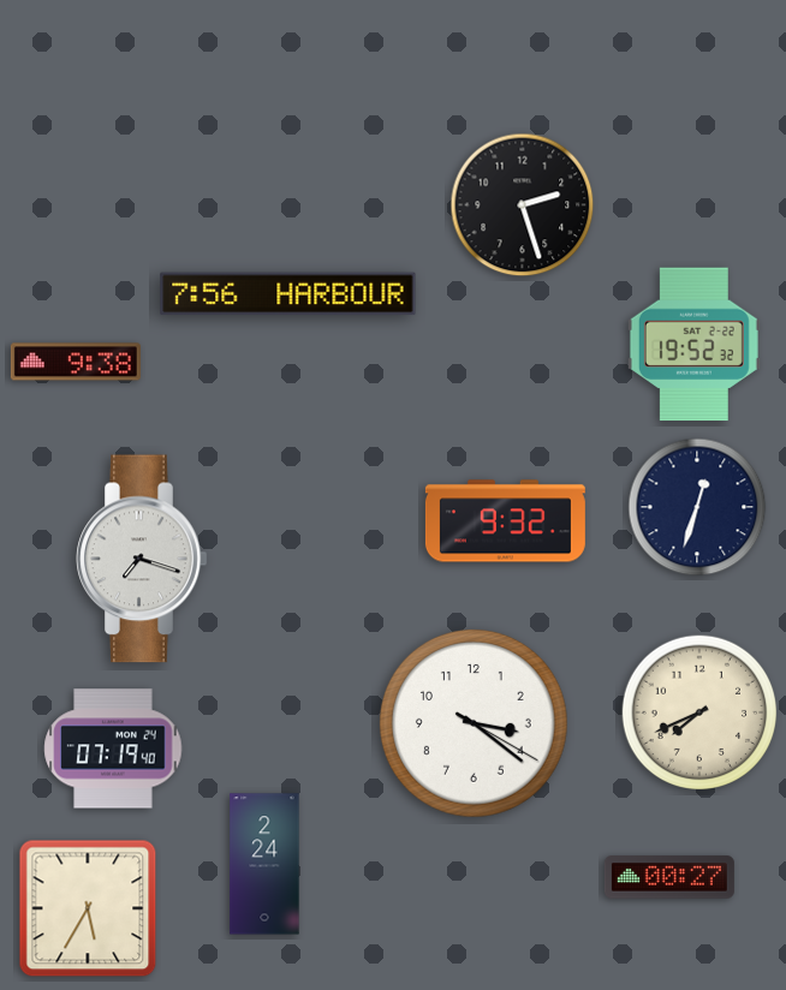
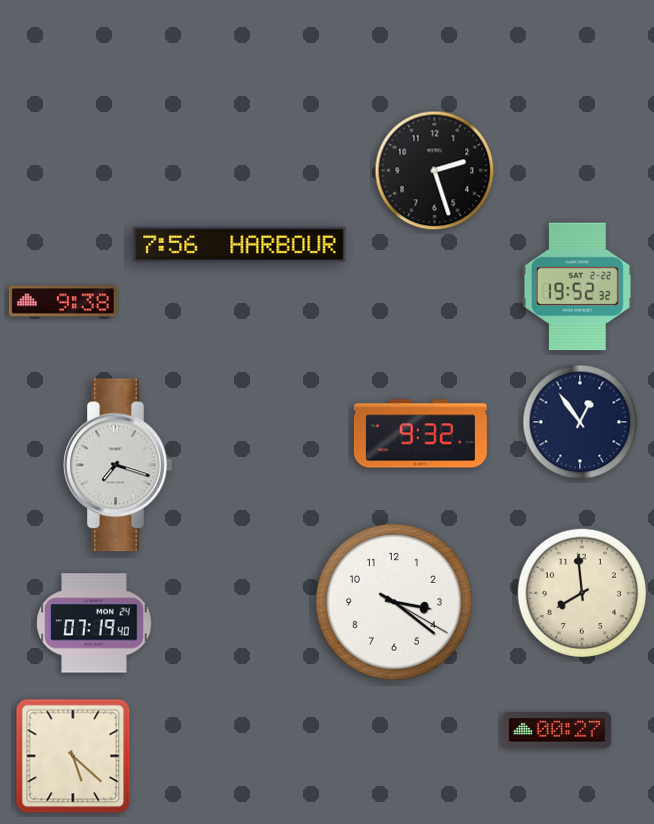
clock at (697, 507): 12:33 -> 12:54
clock at (699, 712): 7:41 -> 7:59
clock at (264, 864): 2:24 -> none
clock at (88, 908): 5:35 -> 5:22
